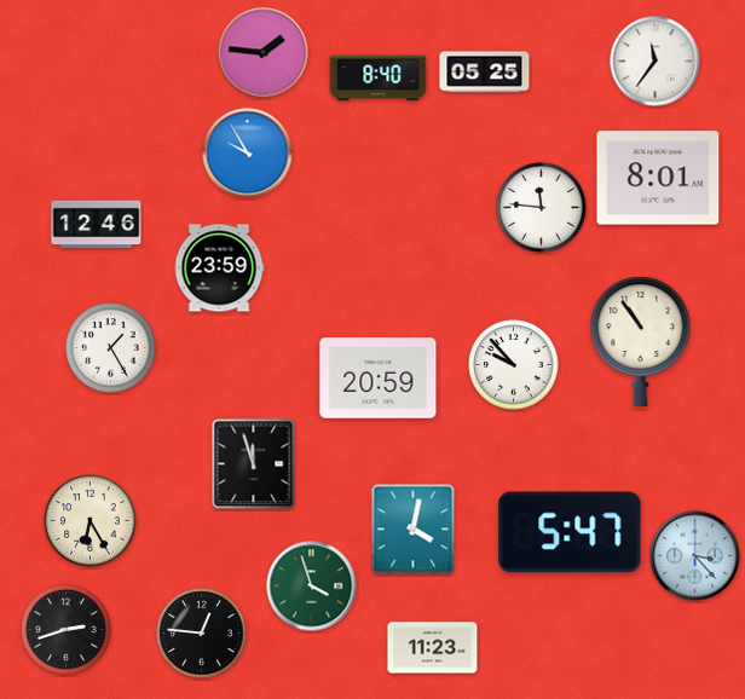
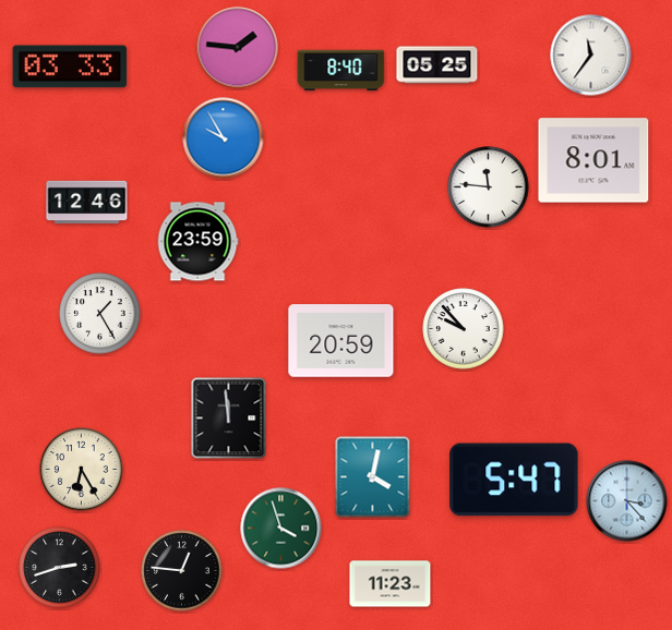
clock at (70, 66): none -> 03:33
clock at (641, 341): 10:54 -> none
clock at (254, 464): 11:57 -> 11:59
